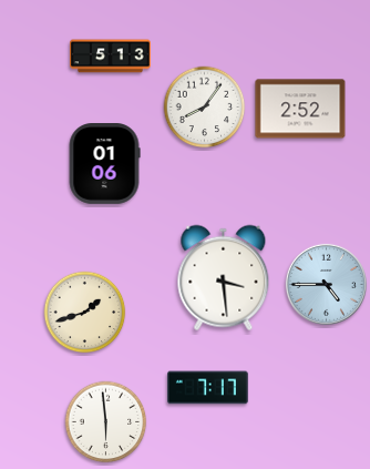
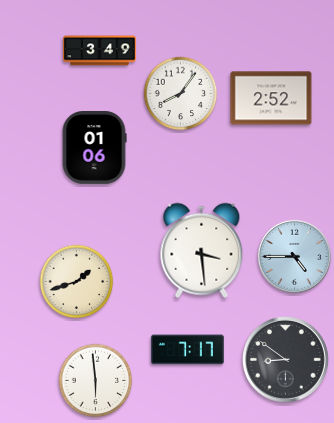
clock at (111, 57): 5:13 -> 3:49
clock at (205, 108) position: (205, 108) -> (181, 94)
clock at (286, 360): none -> 8:51
